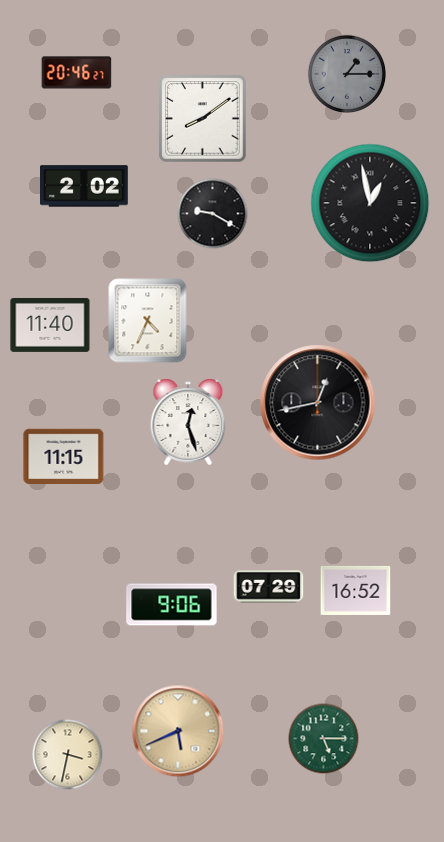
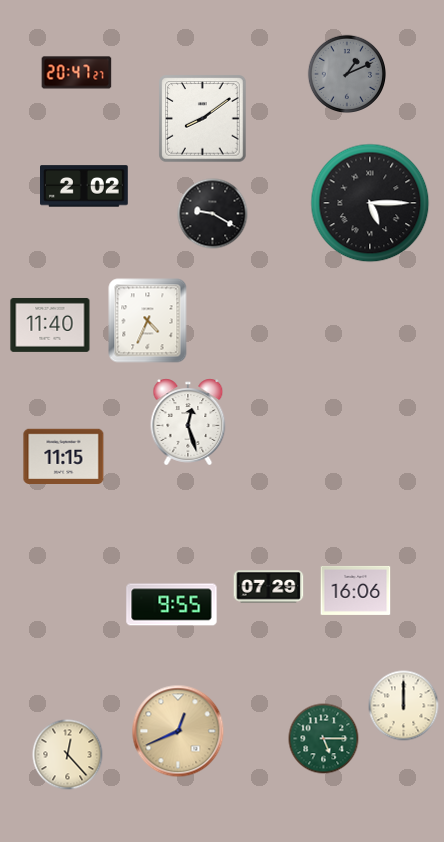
clock at (77, 73): 20:46 -> 20:47
clock at (346, 73): 1:15 -> 1:11
clock at (370, 203): 12:58 -> 5:15
clock at (318, 403): 12:43 -> none
clock at (356, 590): 16:52 -> 16:06
clock at (172, 605): 9:06 -> 9:55
clock at (404, 706): none -> 12:00
clock at (178, 731): 5:41 -> 12:41
clock at (68, 755): 3:32 -> 12:23
